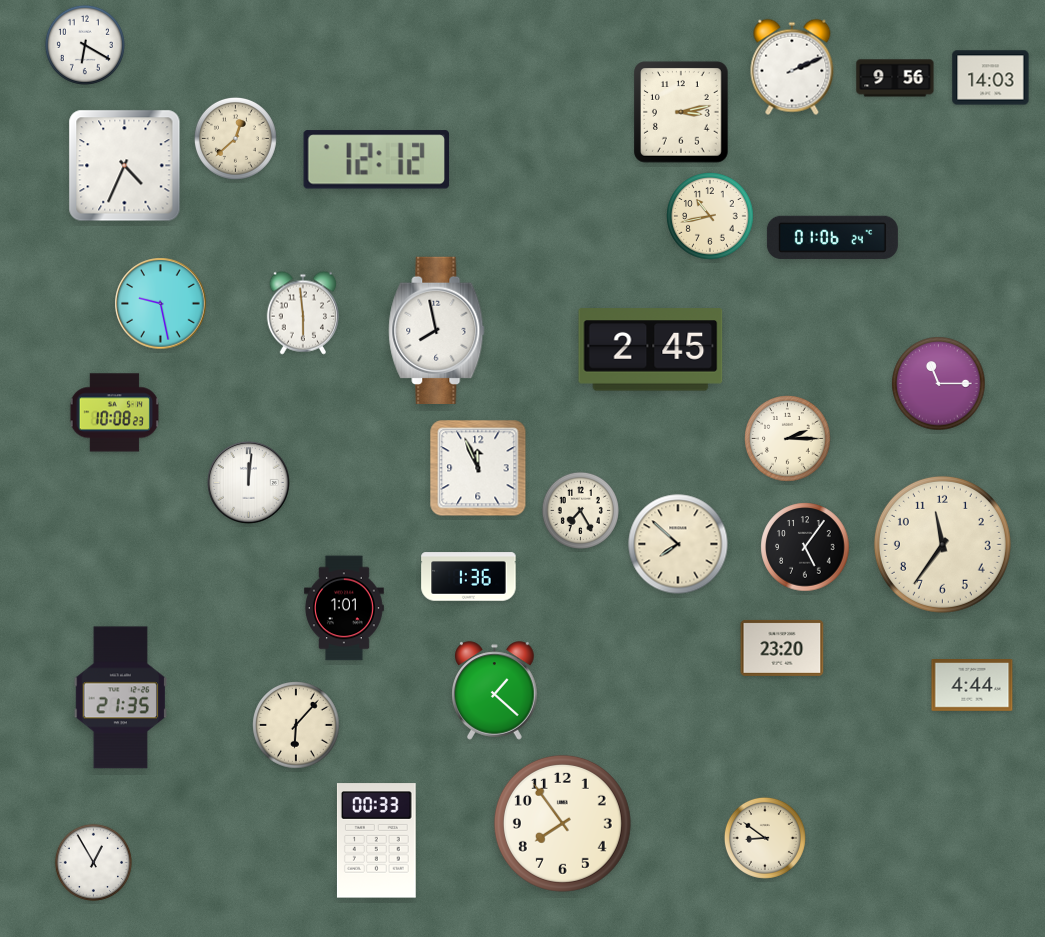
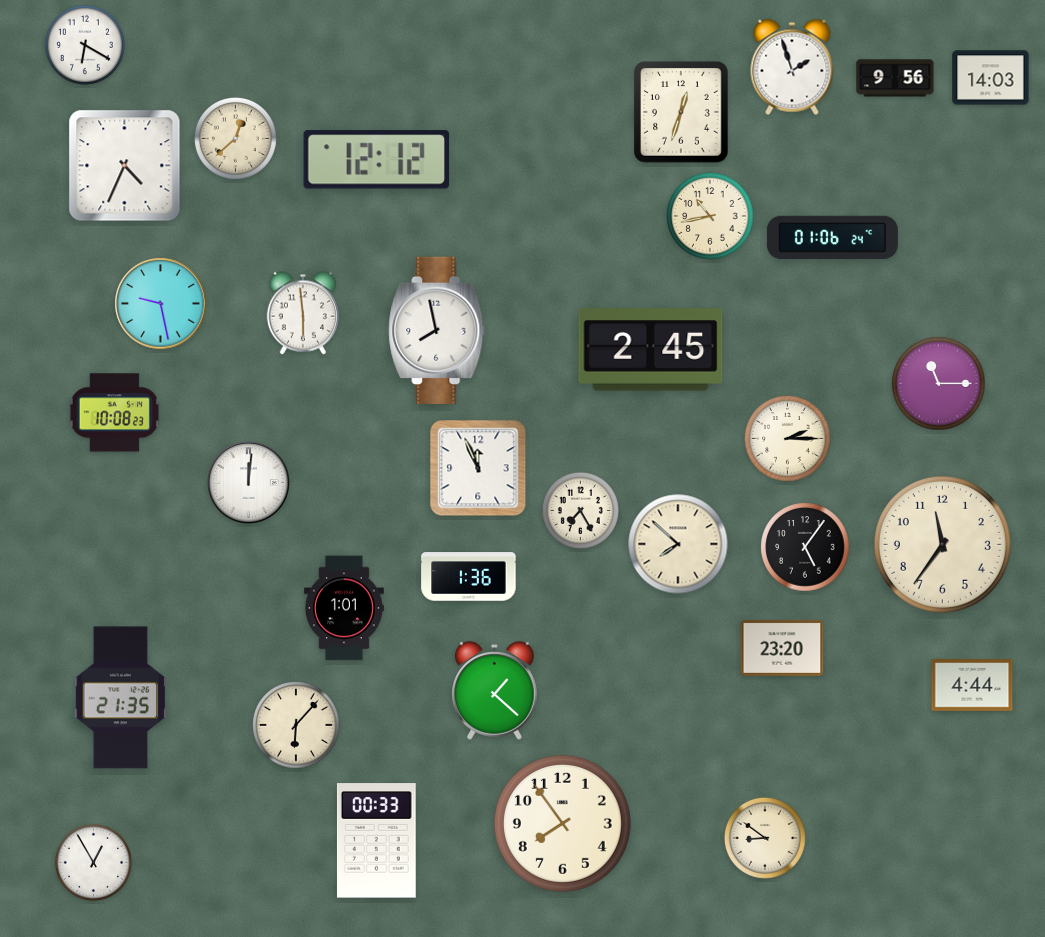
clock at (792, 67): 2:11 -> 1:57
clock at (681, 112): 3:13 -> 12:33
